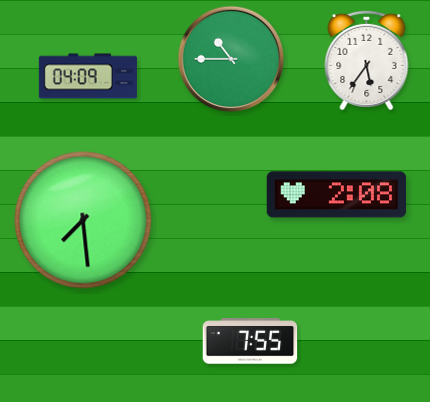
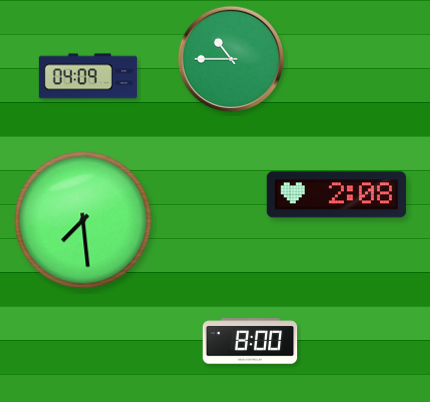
clock at (367, 60): 5:36 -> none
clock at (250, 341): 7:55 -> 8:00
